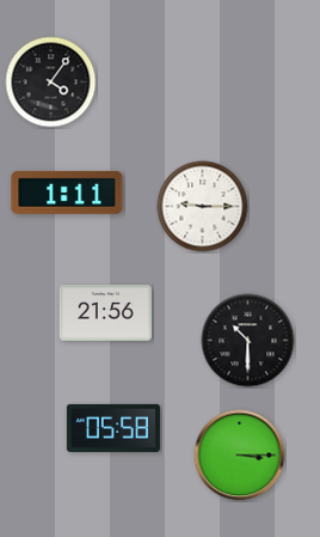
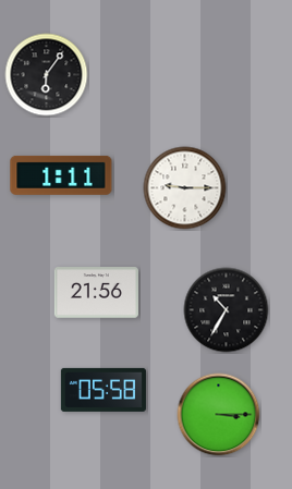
clock at (51, 83): 4:06 -> 6:06
clock at (105, 313) position: (105, 313) -> (96, 293)
clock at (248, 341): 10:30 -> 10:35
